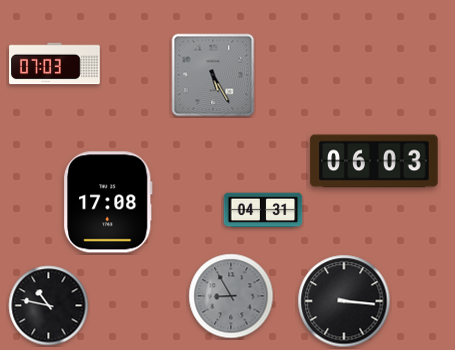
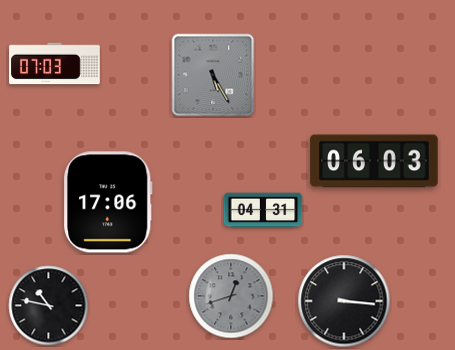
clock at (109, 202): 17:08 -> 17:06
clock at (231, 296): 8:55 -> 12:42
